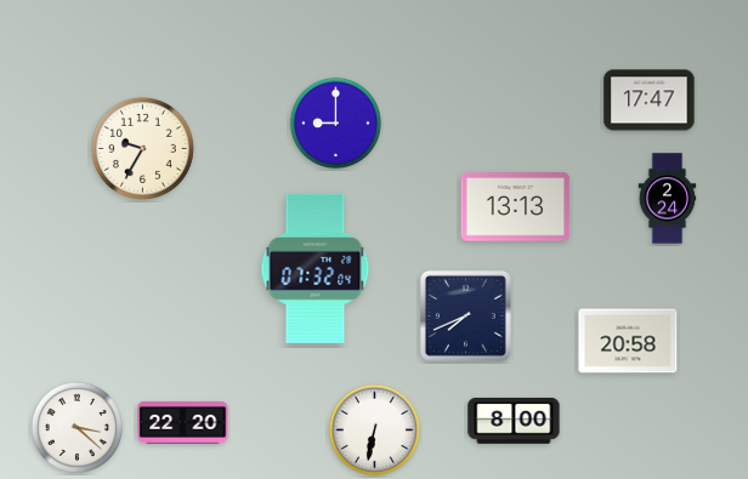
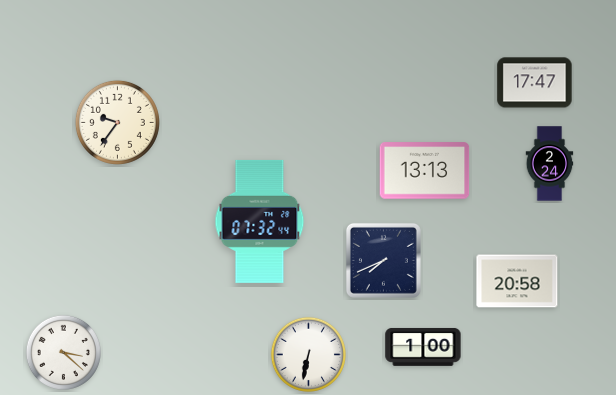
clock at (335, 122): 9:00 -> none
clock at (142, 148): 9:35 -> 9:36
clock at (316, 268): 07:32:04 -> 07:32:44
clock at (514, 421): 8:00 -> 1:00
clock at (183, 423): 22:20 -> none
